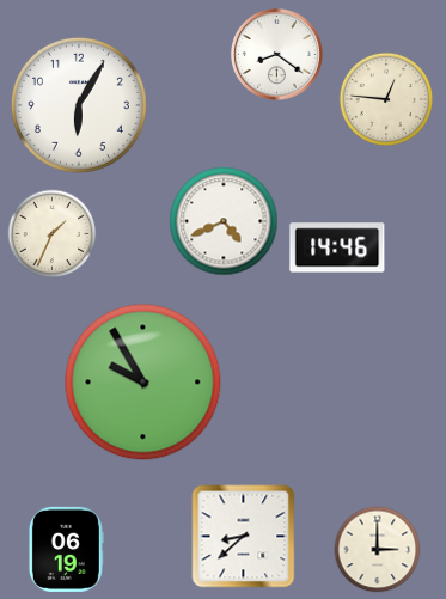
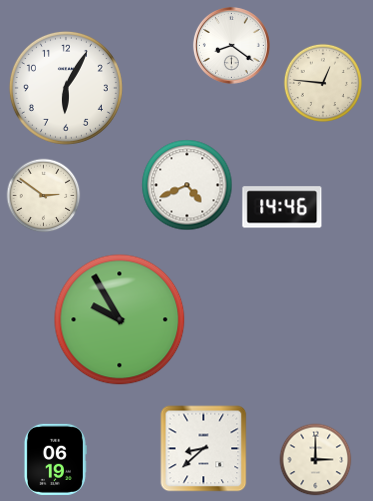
clock at (53, 234): 1:34 -> 2:51
